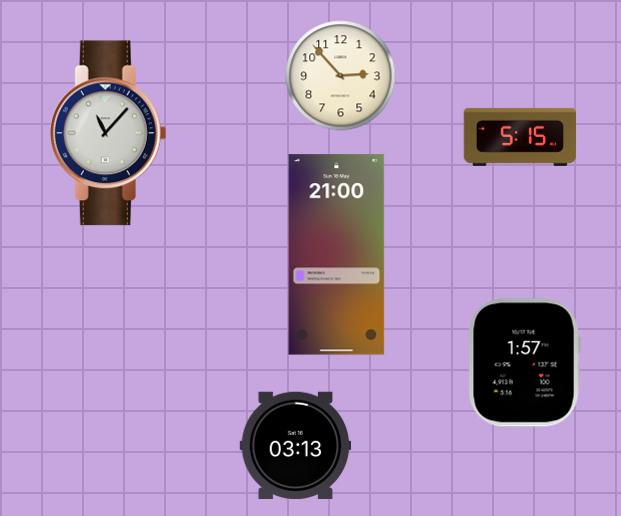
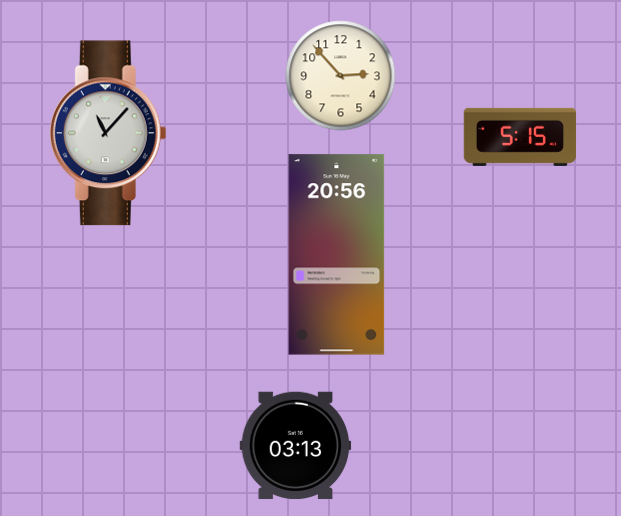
clock at (337, 255): 21:00 -> 20:56
clock at (524, 363): 1:57 -> none
